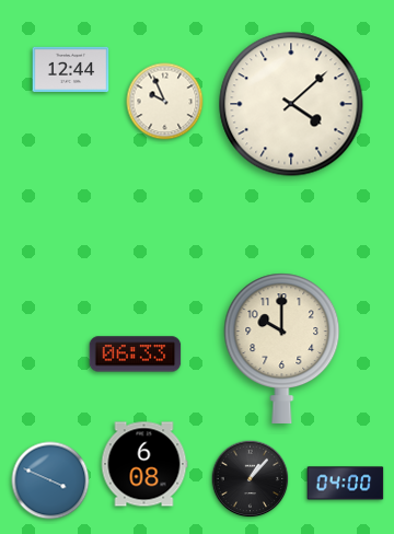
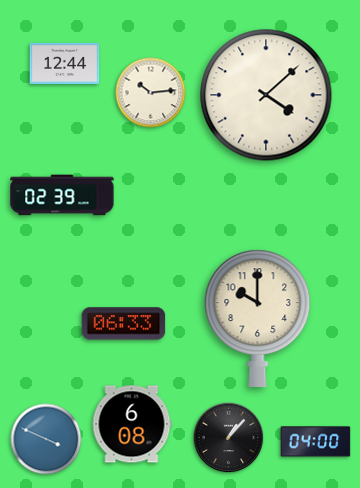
clock at (165, 102): 9:56 -> 10:14
clock at (62, 195): none -> 02:39
